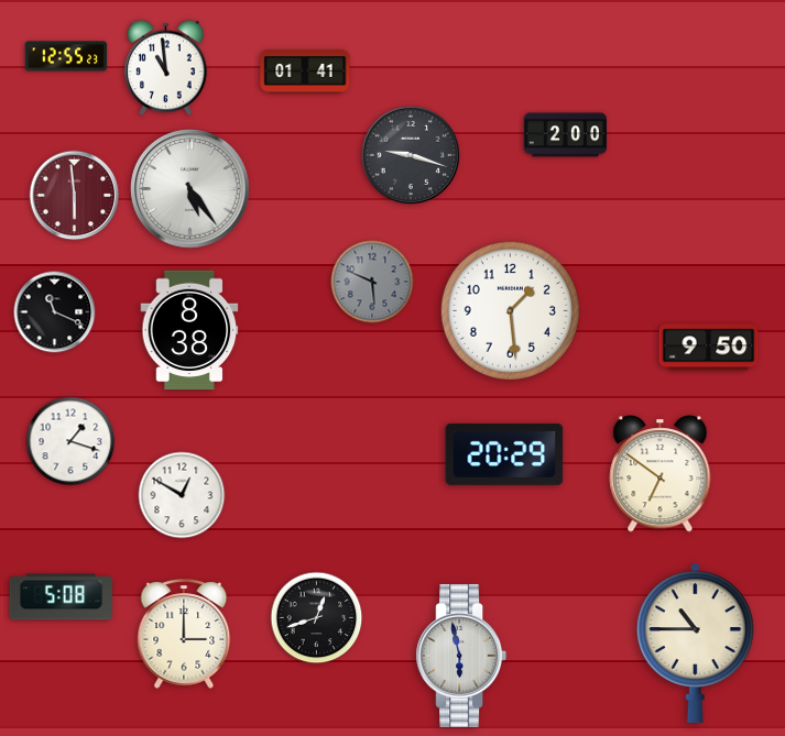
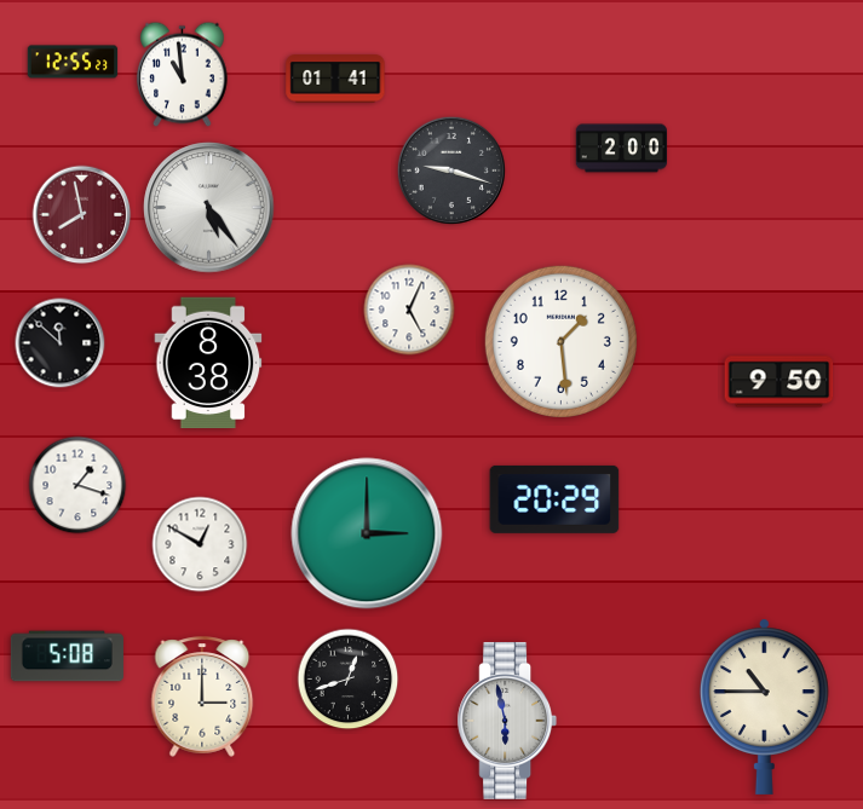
clock at (75, 196): 5:59 -> 7:58
clock at (372, 282): 5:49 -> 5:04
clock at (372, 282) dial: grey -> white
clock at (55, 312): 11:19 -> 11:52
clock at (661, 474): 6:51 -> none
clock at (367, 533): none -> 3:00
